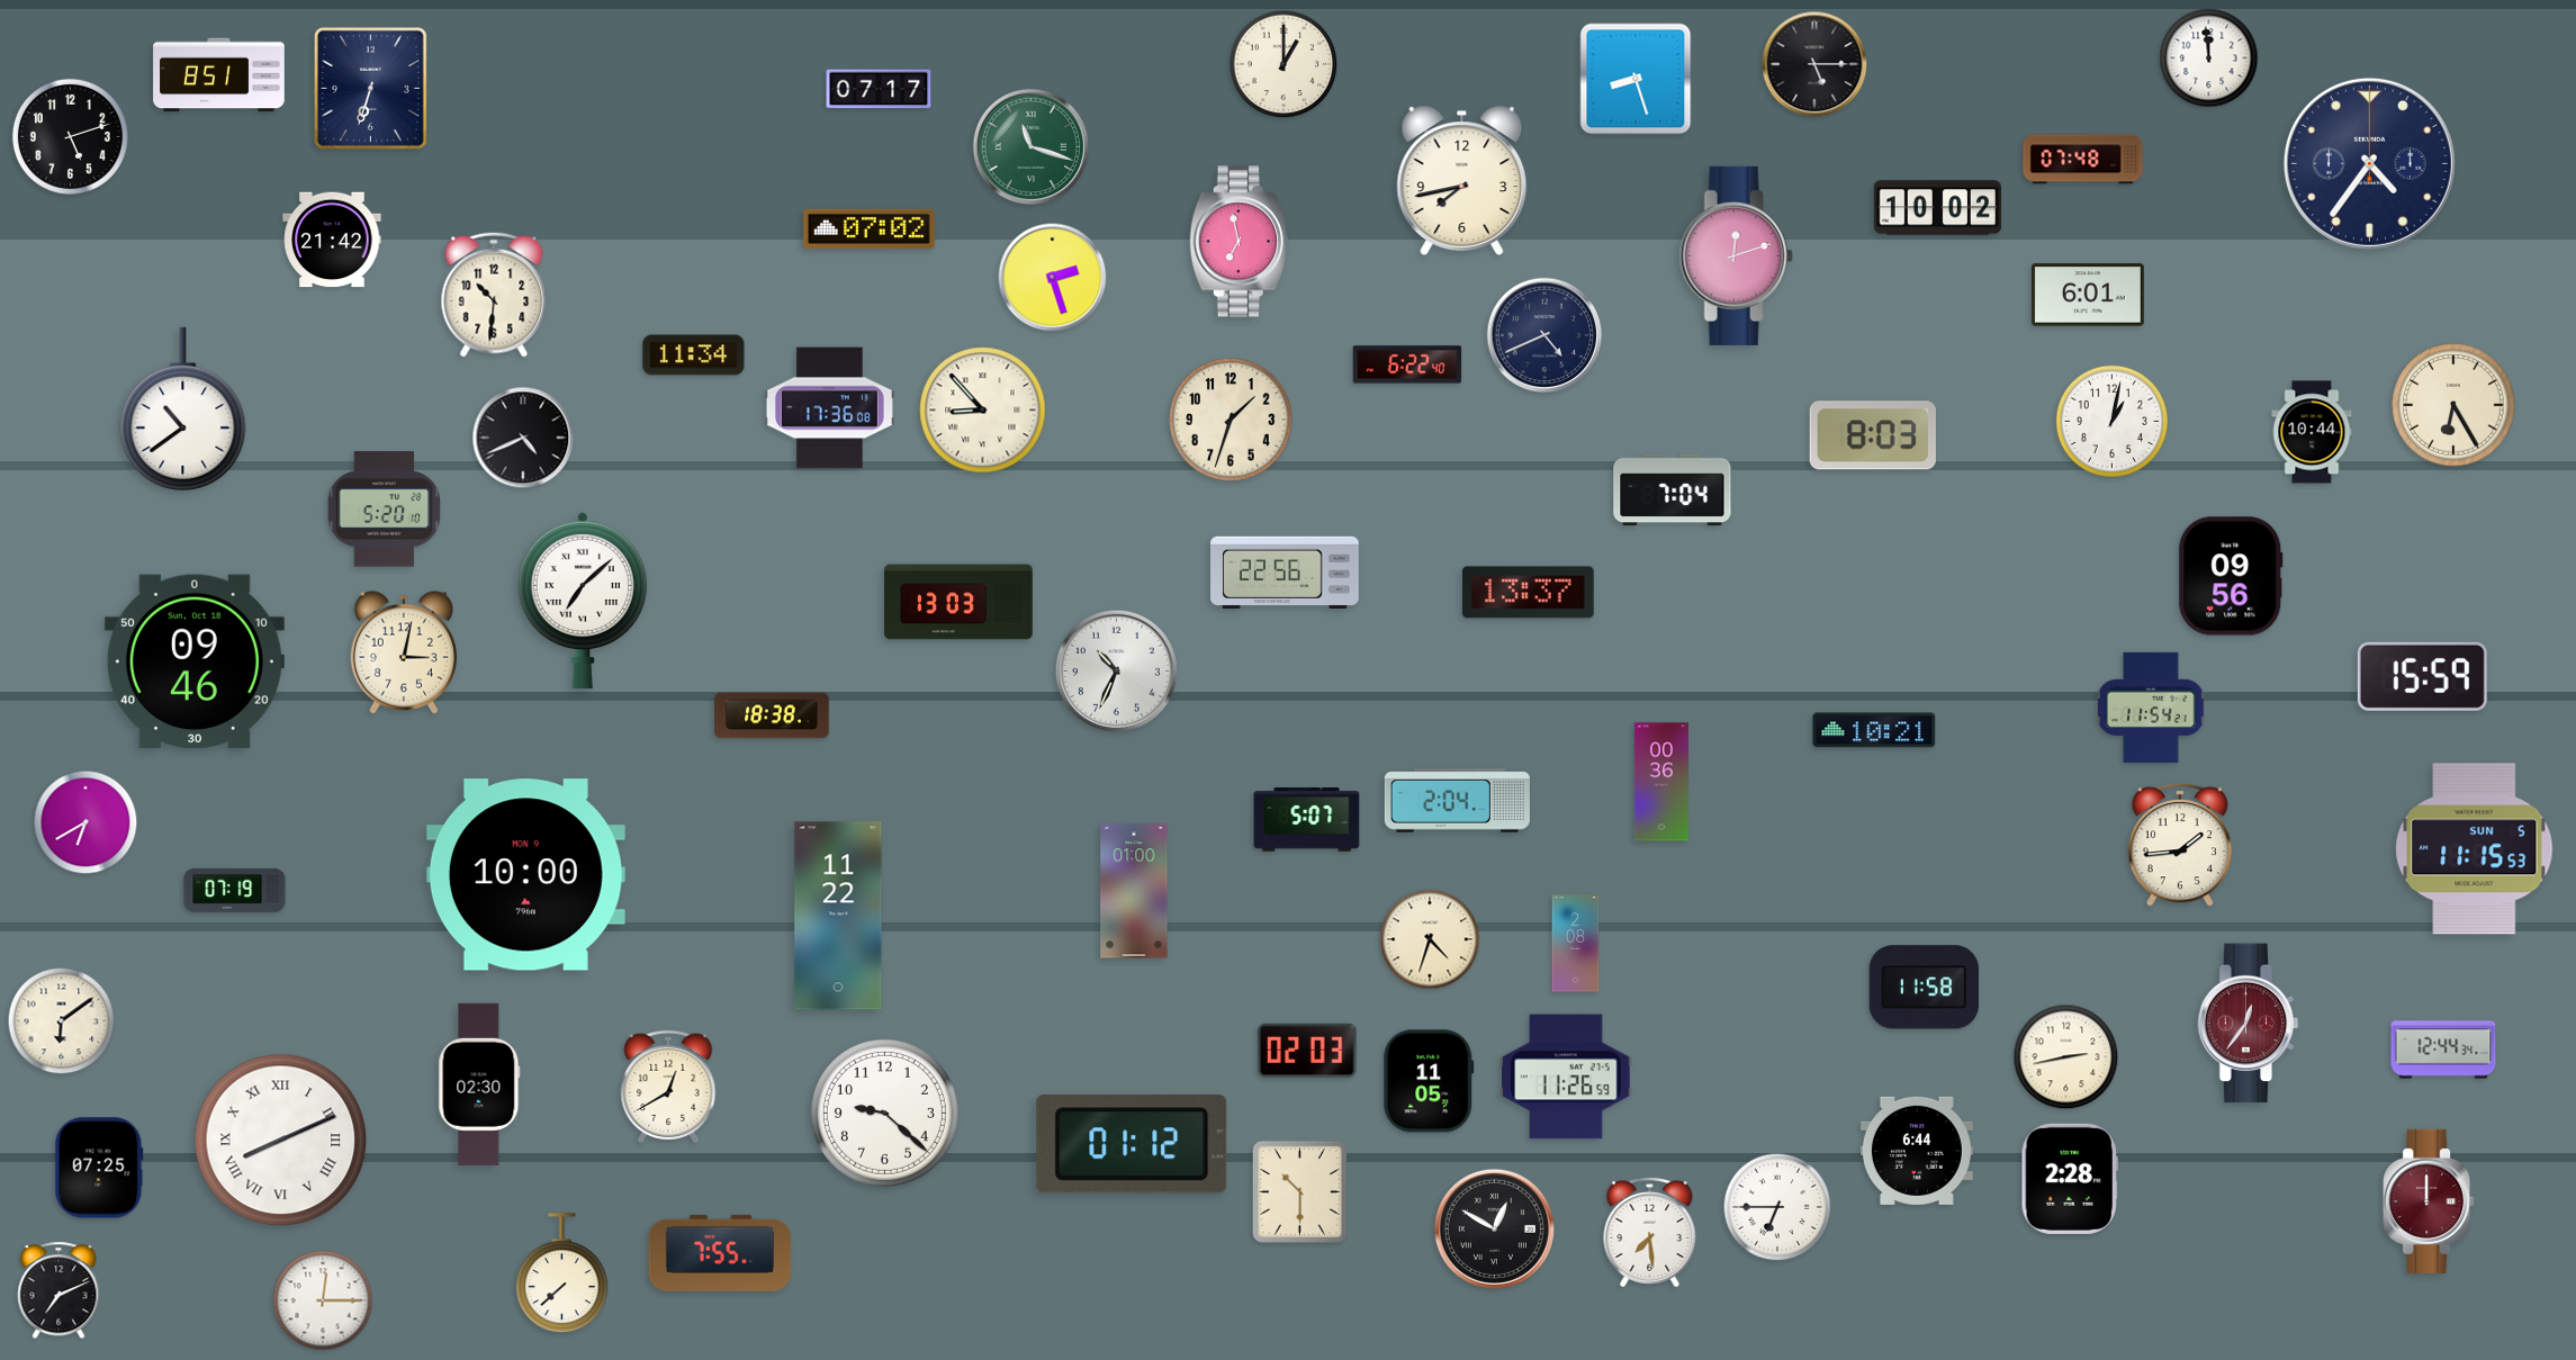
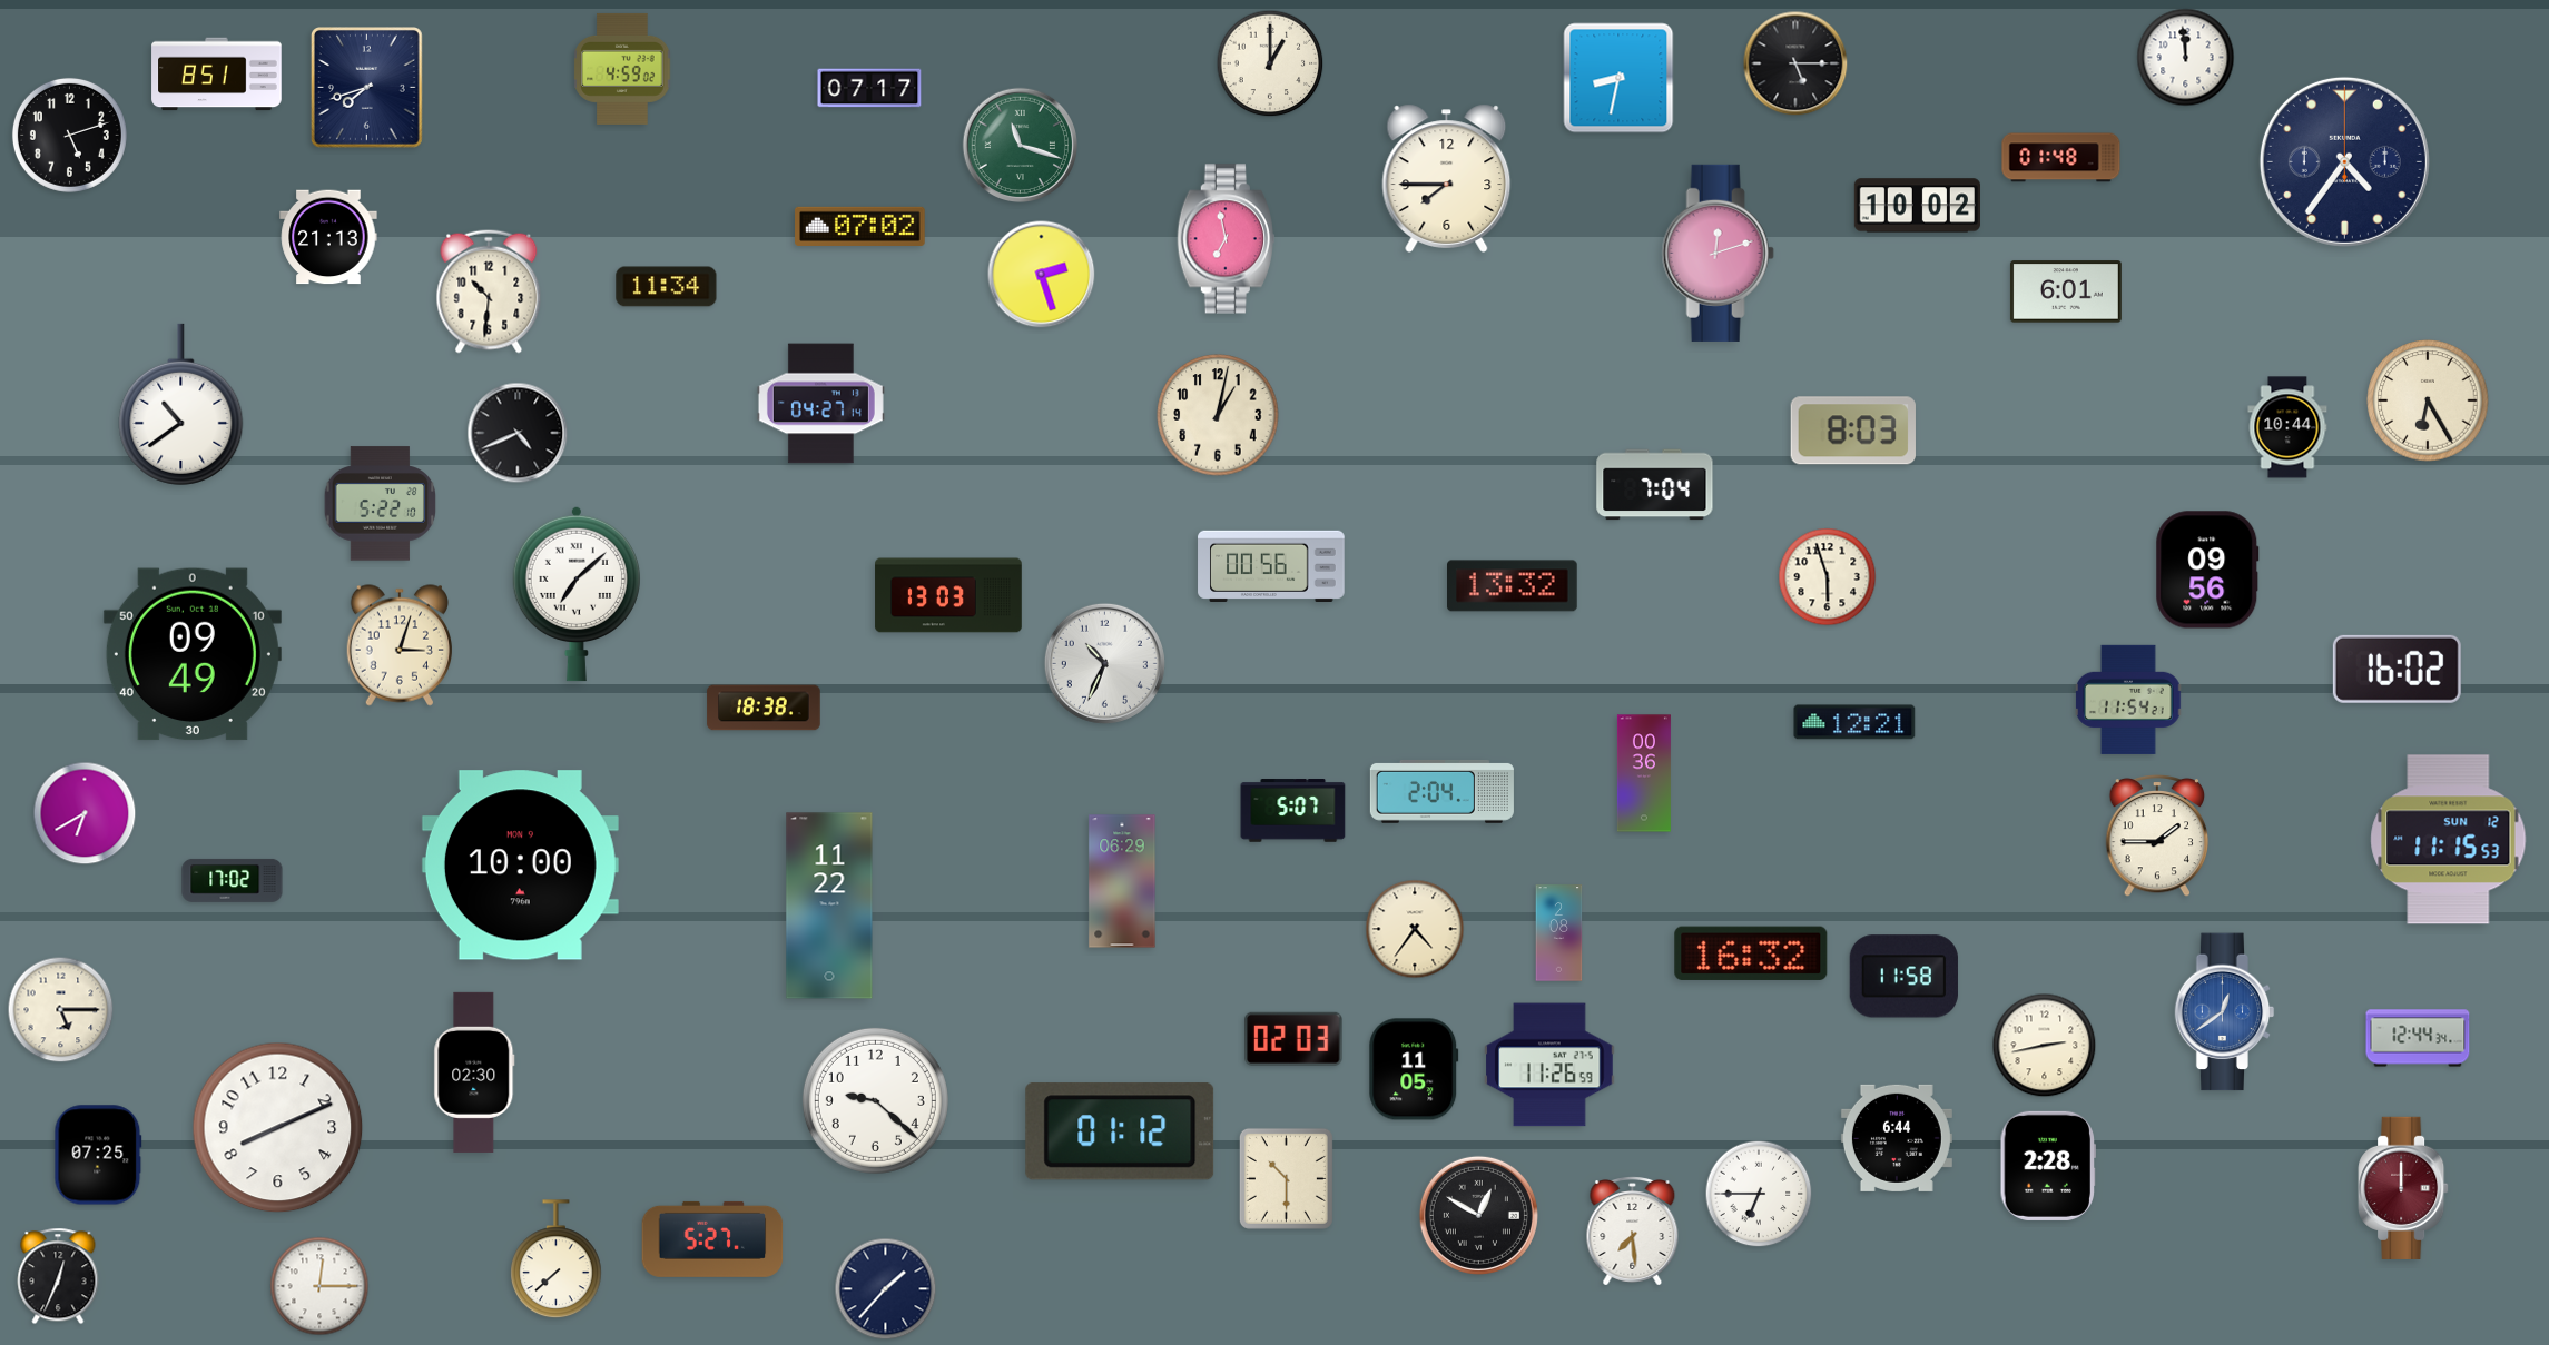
clock at (622, 69): none -> 4:59
clock at (1636, 79): 8:27 -> 8:32
clock at (370, 89): 6:33 -> 7:42
clock at (2083, 160): 07:48 -> 01:48
clock at (1462, 180): 7:43 -> 7:45
clock at (332, 240): 21:42 -> 21:13
clock at (1544, 335): 4:41 -> none
clock at (694, 355) position: (694, 355) -> (667, 287)
clock at (1407, 364): 6:22 -> none
clock at (829, 408): 17:36 -> 04:27
clock at (983, 411): 8:53 -> none
clock at (1231, 420): 1:33 -> 1:02
clock at (2111, 421): 1:02 -> none
clock at (384, 510): 5:20 -> 5:22
clock at (1285, 571): 22:56 -> 00:56
clock at (1828, 577): none -> 5:57
clock at (1529, 593): 13:37 -> 13:32
clock at (403, 652): 3:02 -> 3:03
clock at (195, 661): 09:46 -> 09:49
clock at (2422, 676): 15:59 -> 16:02
clock at (1874, 730): 10:21 -> 12:21
clock at (2180, 845): 1:44 -> 1:45
clock at (2475, 849) date: SUN 5 -> SUN 12
clock at (235, 890): 07:19 -> 17:02
clock at (1134, 891): 01:00 -> 06:29
clock at (1430, 939): 4:33 -> 4:36
clock at (1751, 953): none -> 16:32
clock at (62, 1021): 6:09 -> 5:15
clock at (2249, 1024): 12:36 -> 12:39
clock at (2249, 1024) dial: burgundy -> blue
clock at (668, 1086): 12:40 -> none
clock at (281, 1141) numerals: Roman -> Arabic
clock at (1650, 1233) position: (1650, 1233) -> (1633, 1232)
clock at (720, 1253): 7:55 -> 5:27
clock at (58, 1290): 7:11 -> 12:34
clock at (886, 1289): none -> 1:37
